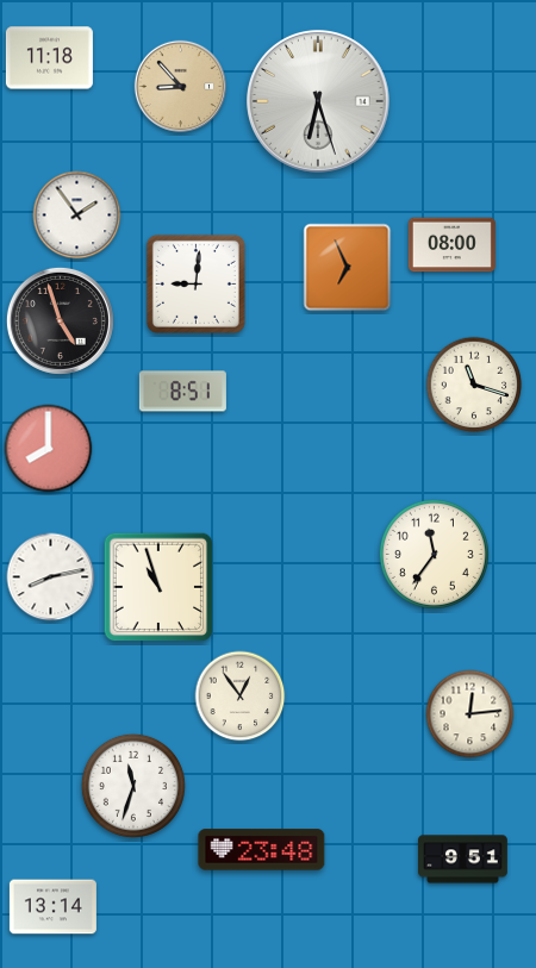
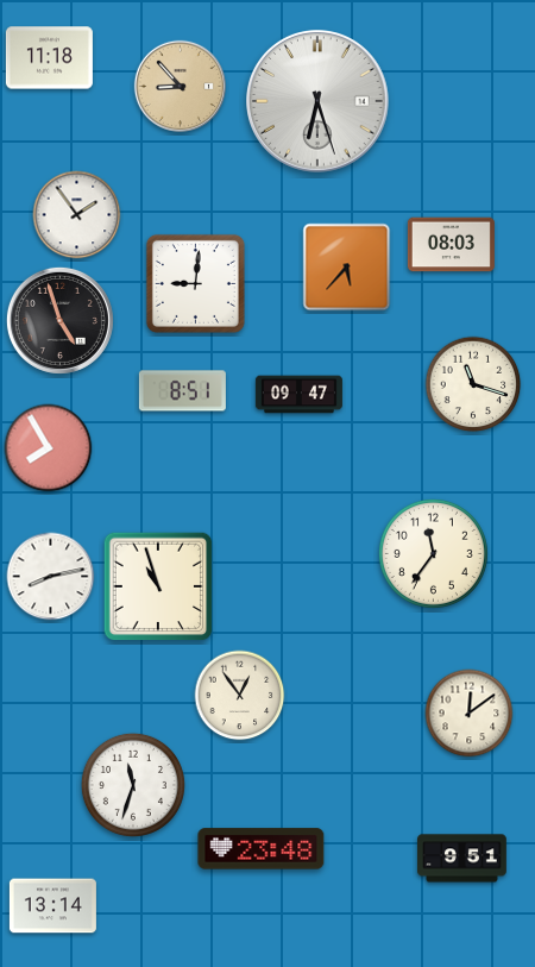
clock at (451, 245): 08:00 -> 08:03
clock at (348, 268): 6:56 -> 5:37
clock at (298, 395): none -> 09:47
clock at (49, 449): 8:00 -> 7:55
clock at (470, 714): 12:14 -> 12:09
